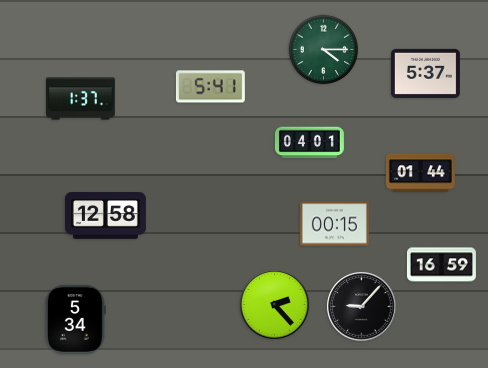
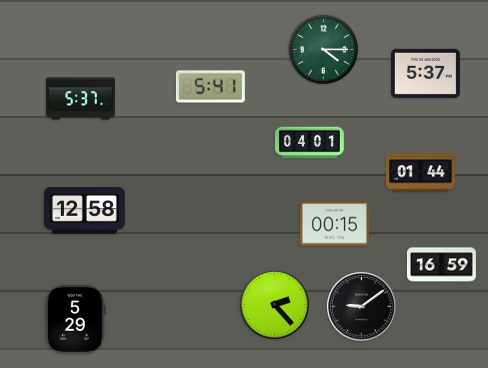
clock at (80, 99): 1:37 -> 5:37
clock at (105, 216) position: (105, 216) -> (84, 211)
clock at (362, 307): 9:07 -> 9:09
clock at (76, 319): 5:34 -> 5:29
